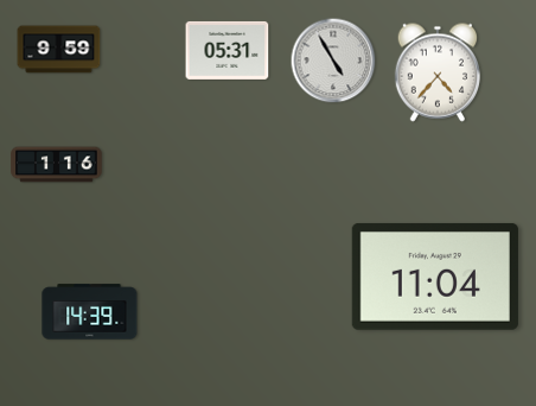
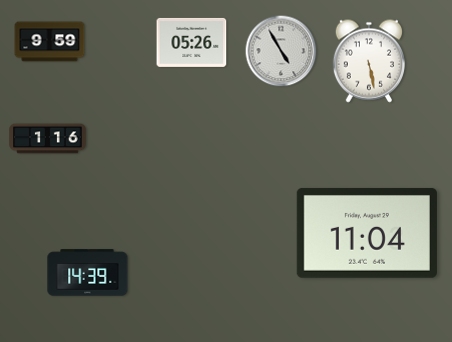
clock at (228, 50): 05:31 -> 05:26
clock at (436, 72): 4:37 -> 5:28
clock at (90, 312) position: (90, 312) -> (88, 273)
